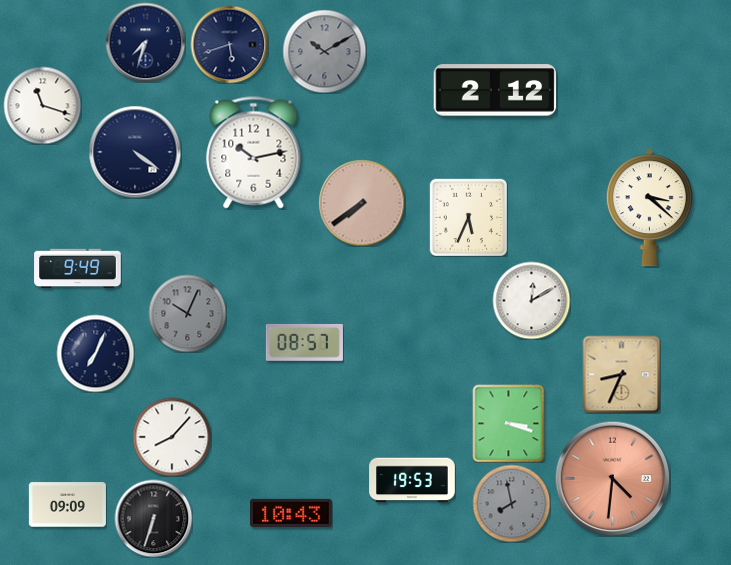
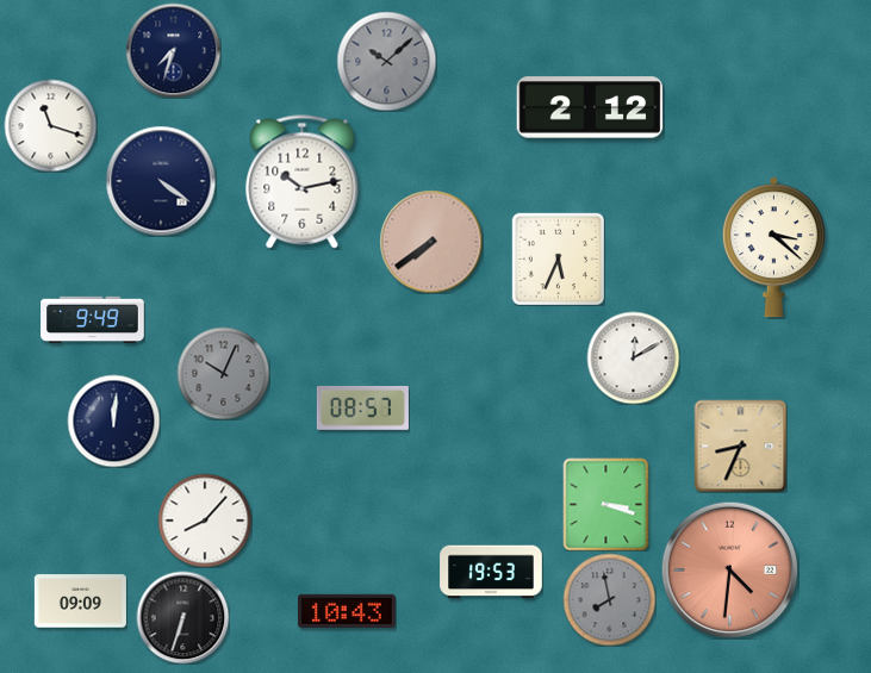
clock at (229, 44): 5:42 -> none
clock at (324, 51): 10:10 -> 10:08
clock at (95, 353): 7:04 -> 12:01
